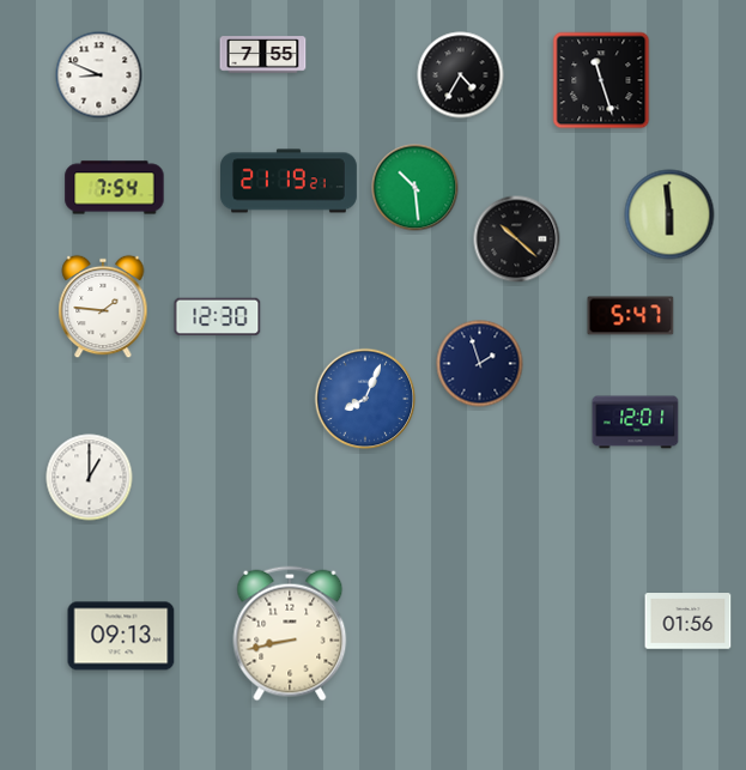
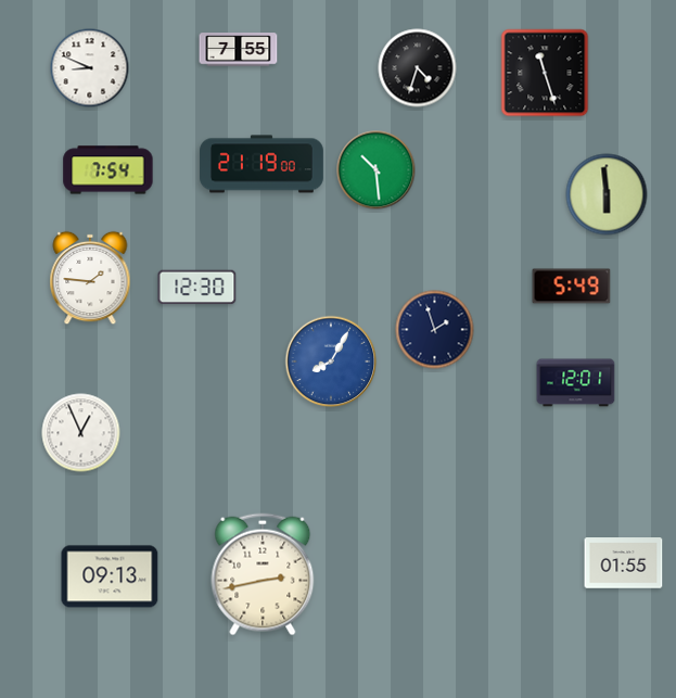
clock at (461, 75): 4:35 -> 4:33
clock at (290, 181): 21:19:21 -> 21:19:00
clock at (115, 188) position: (115, 188) -> (109, 170)
clock at (517, 240): 10:22 -> none
clock at (103, 307) position: (103, 307) -> (90, 278)
clock at (631, 316): 5:47 -> 5:49
clock at (365, 399): 8:04 -> 8:05
clock at (90, 478): 1:00 -> 12:56
clock at (689, 622): 01:56 -> 01:55
clock at (290, 633): 8:43 -> 2:43
